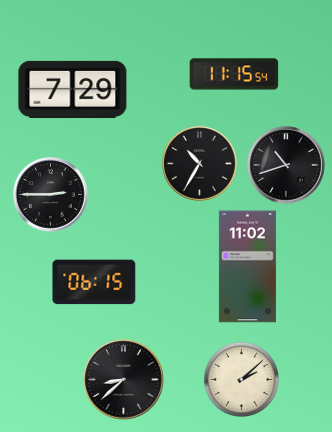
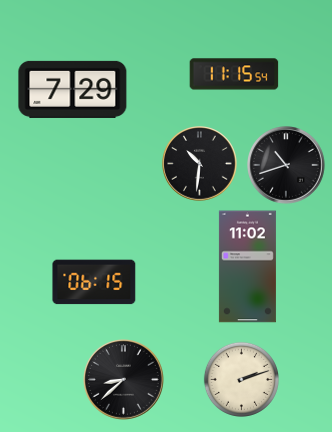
clock at (200, 164): 10:35 -> 10:31
clock at (51, 195): 2:45 -> none
clock at (241, 379): 2:08 -> 2:12
